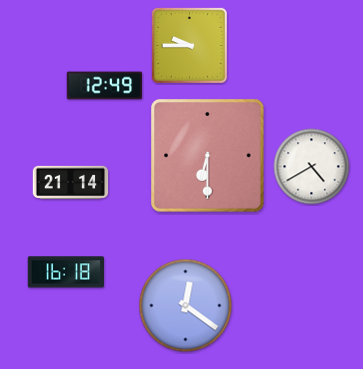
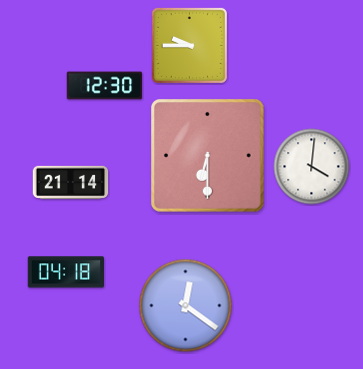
clock at (105, 86): 12:49 -> 12:30
clock at (312, 167): 4:40 -> 4:01
clock at (65, 272): 16:18 -> 04:18
